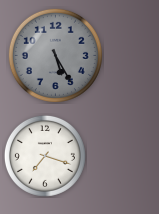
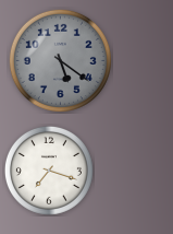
clock at (55, 55): 5:25 -> 5:21
